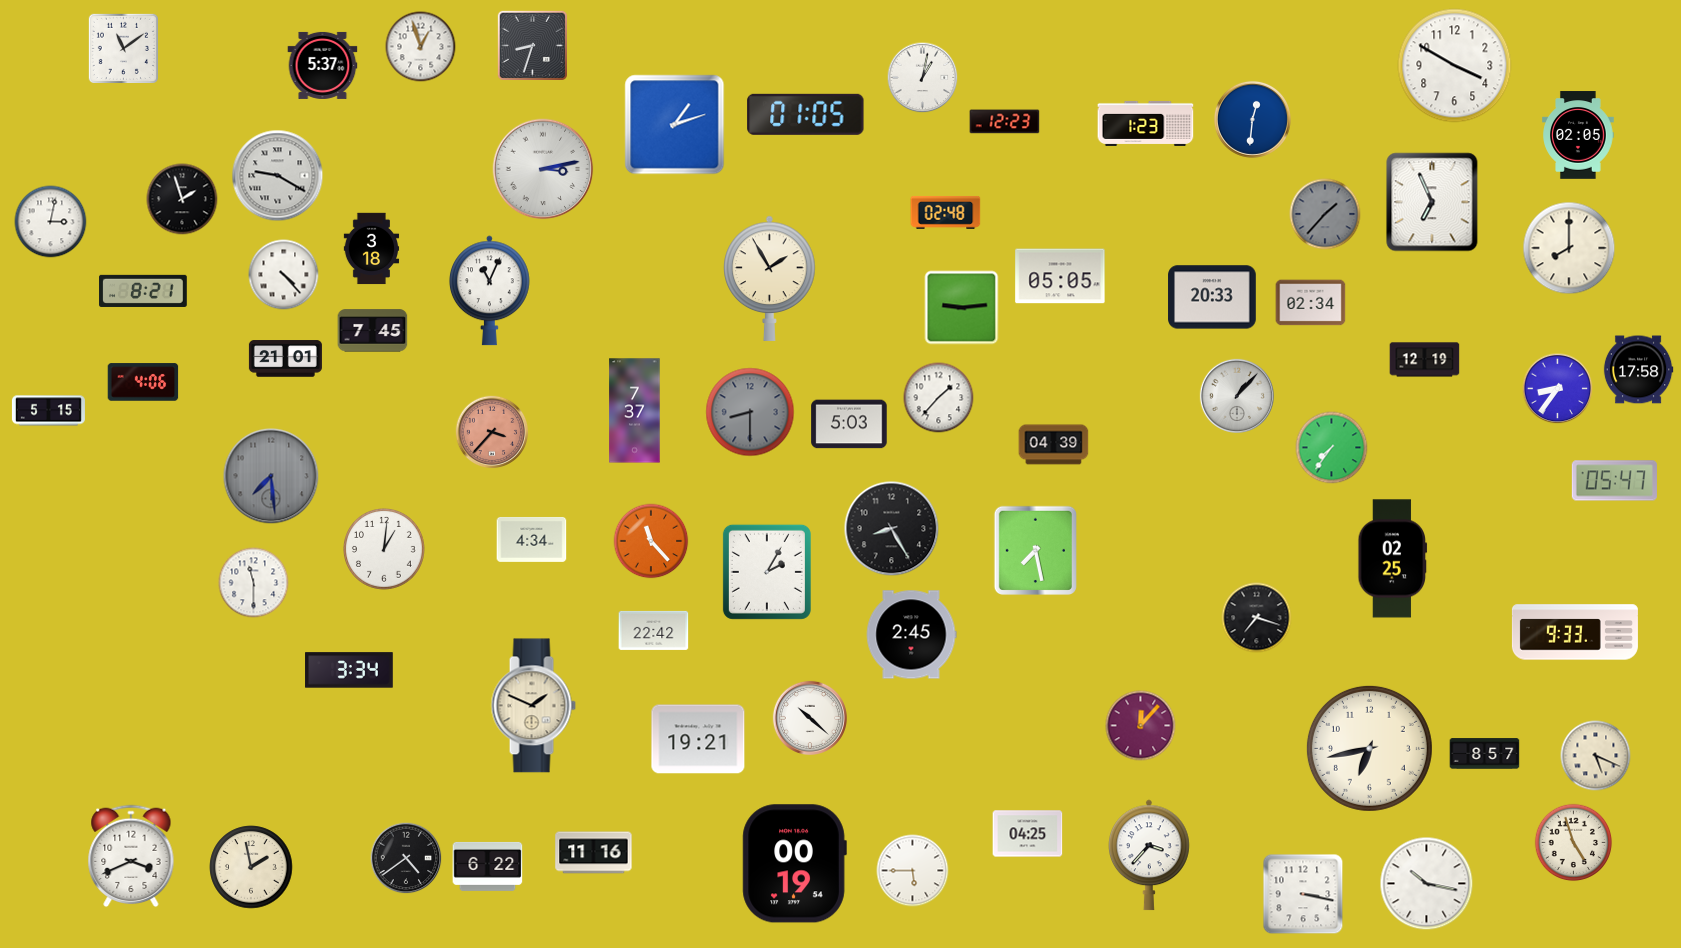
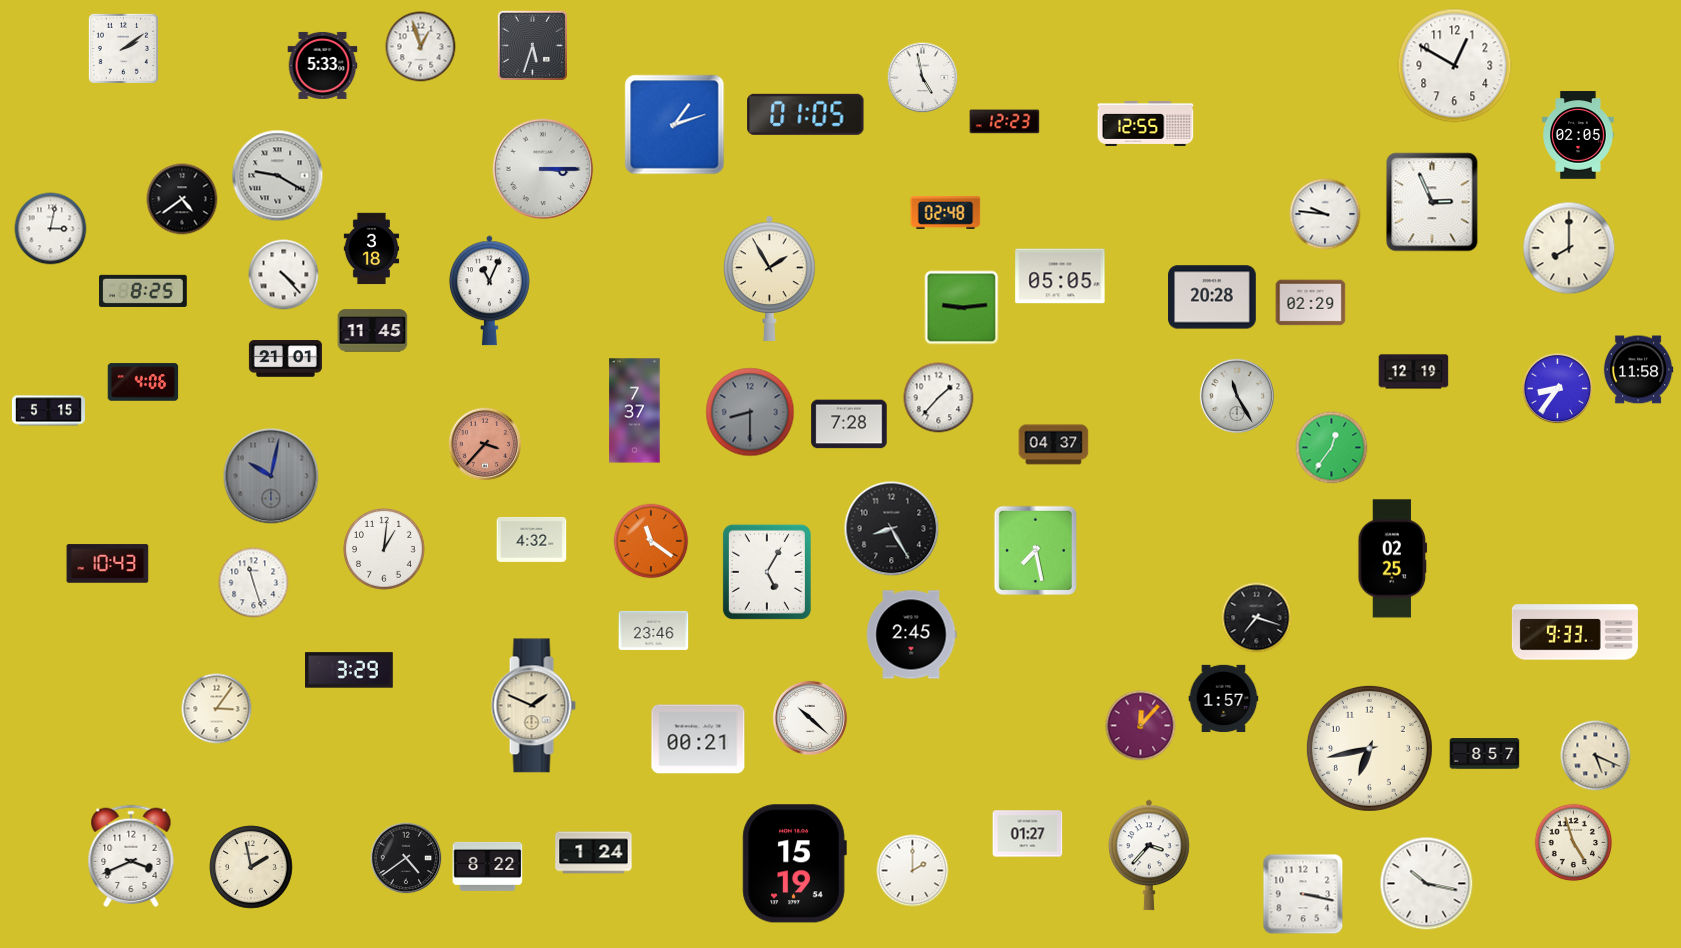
clock at (532, 45): 8:33 -> 5:33
clock at (123, 48): 11:09 -> 2:09
clock at (323, 65): 5:37 -> 5:33
clock at (1455, 66): 3:50 -> 12:50
clock at (923, 78): 1:02 -> 4:58
clock at (1252, 119): 12:31 -> none
clock at (1146, 123): 1:23 -> 12:55
clock at (543, 169): 3:13 -> 3:15
clock at (182, 199): 1:57 -> 4:39
clock at (1432, 202): 6:56 -> 2:56
clock at (1325, 214): 1:37 -> 9:46
clock at (1325, 214) dial: grey -> white
clock at (51, 222) position: (51, 222) -> (51, 229)
clock at (143, 291): 8:21 -> 8:25
clock at (1212, 297): 20:33 -> 20:28
clock at (1311, 303): 02:34 -> 02:29
clock at (373, 331): 7:45 -> 11:45
clock at (1425, 360) position: (1425, 360) -> (1414, 372)
clock at (1638, 370): 17:58 -> 11:58
clock at (1237, 396): 1:07 -> 11:25
clock at (849, 424): 5:03 -> 7:28
clock at (492, 432) position: (492, 432) -> (485, 444)
clock at (1054, 445): 04:39 -> 04:37
clock at (1332, 448): 7:36 -> 12:36
clock at (271, 476): 7:29 -> 10:02
clock at (1614, 481): 05:47 -> none
clock at (532, 539): 4:34 -> 4:32
clock at (651, 541): 11:23 -> 11:21
clock at (108, 564): none -> 10:43
clock at (767, 572): 2:05 -> 5:05
clock at (254, 583): 11:30 -> 11:27
clock at (654, 630): 22:42 -> 23:46
clock at (349, 670): 3:34 -> 3:29
clock at (1224, 699): none -> 1:57
clock at (217, 709): none -> 3:06
clock at (698, 739): 19:21 -> 00:21
clock at (1028, 834): 04:25 -> 01:27
clock at (594, 853): 11:16 -> 1:24
clock at (794, 864): 00:19 -> 15:19
clock at (488, 866): 6:22 -> 8:22
clock at (913, 871): 5:45 -> 2:00
